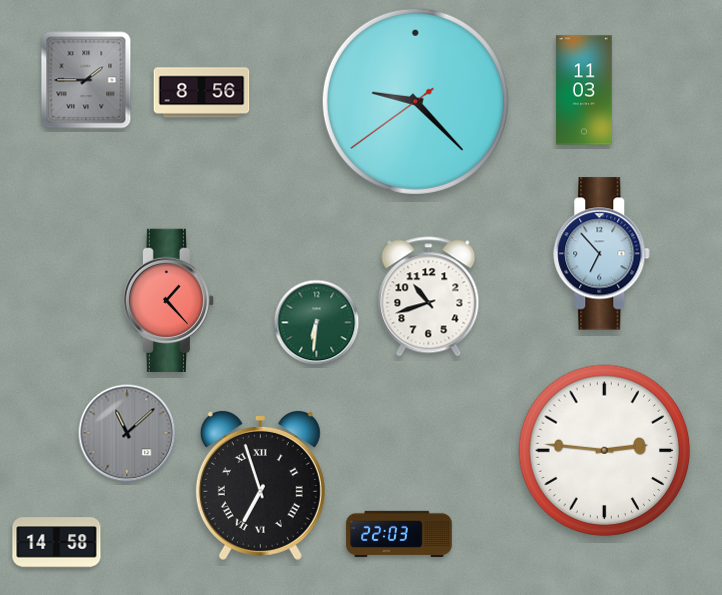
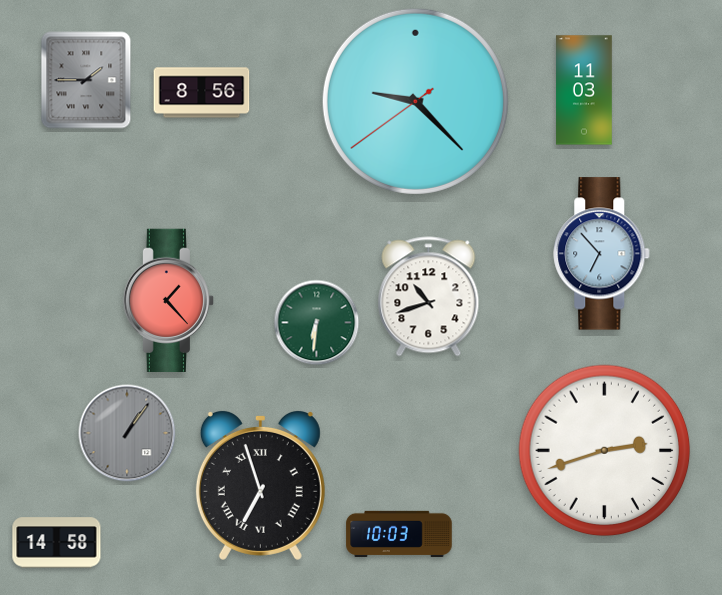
clock at (127, 433): 11:08 -> 1:06
clock at (605, 451): 2:46 -> 2:42
clock at (399, 533): 22:03 -> 10:03
